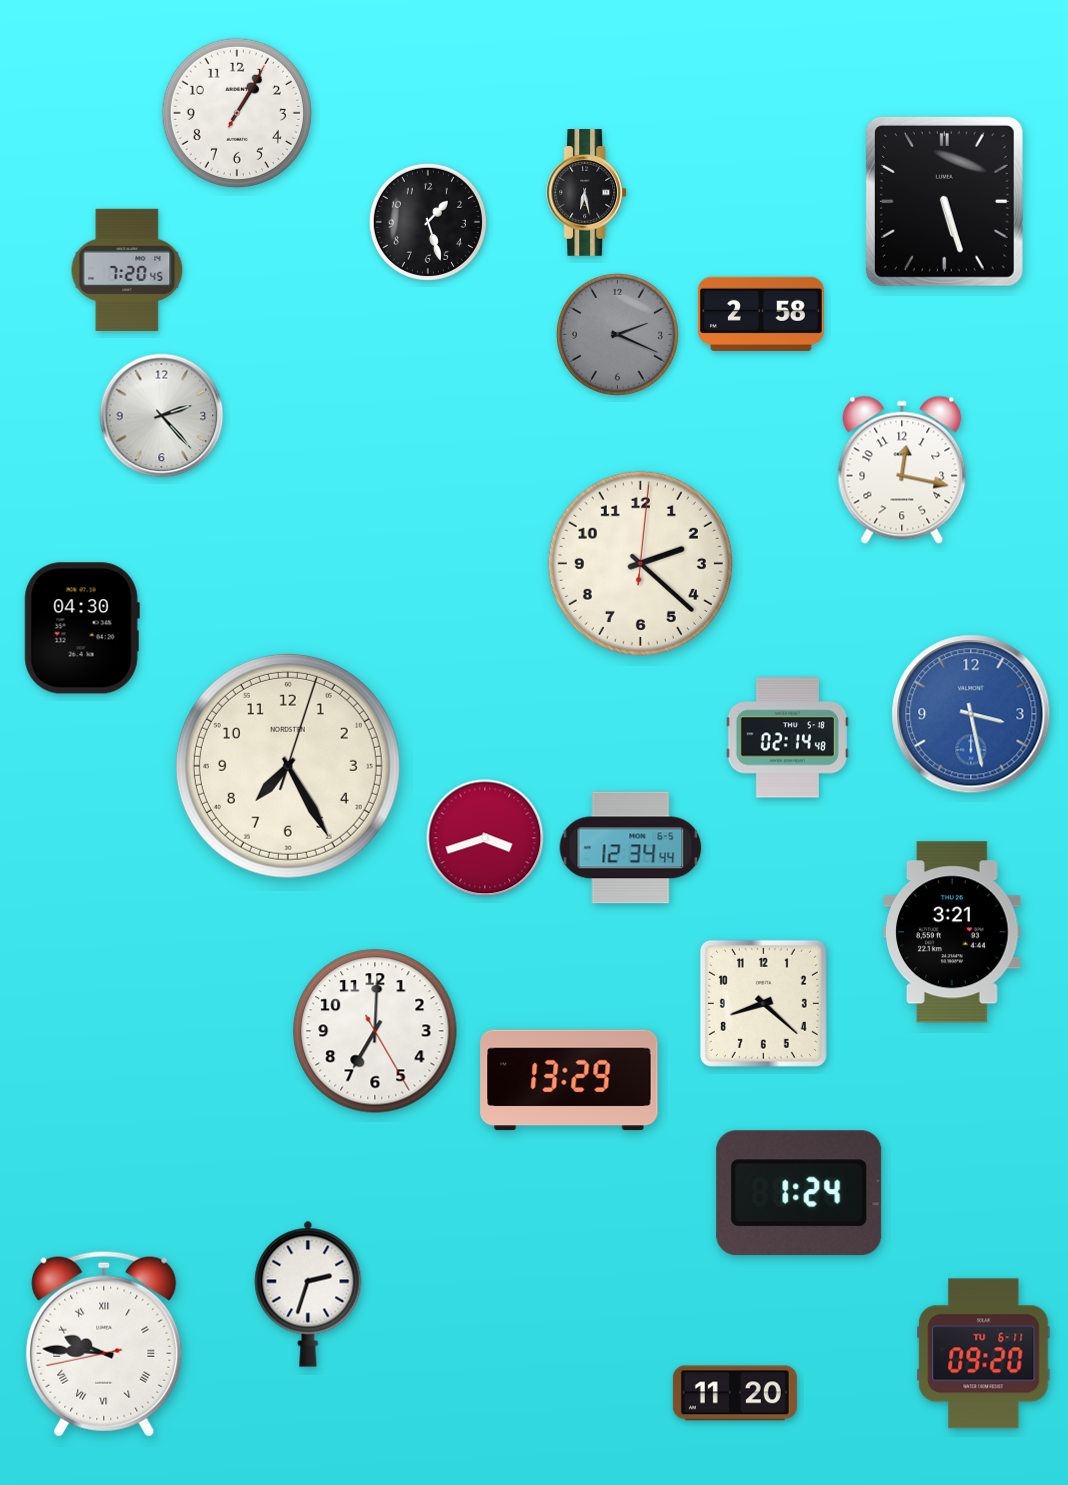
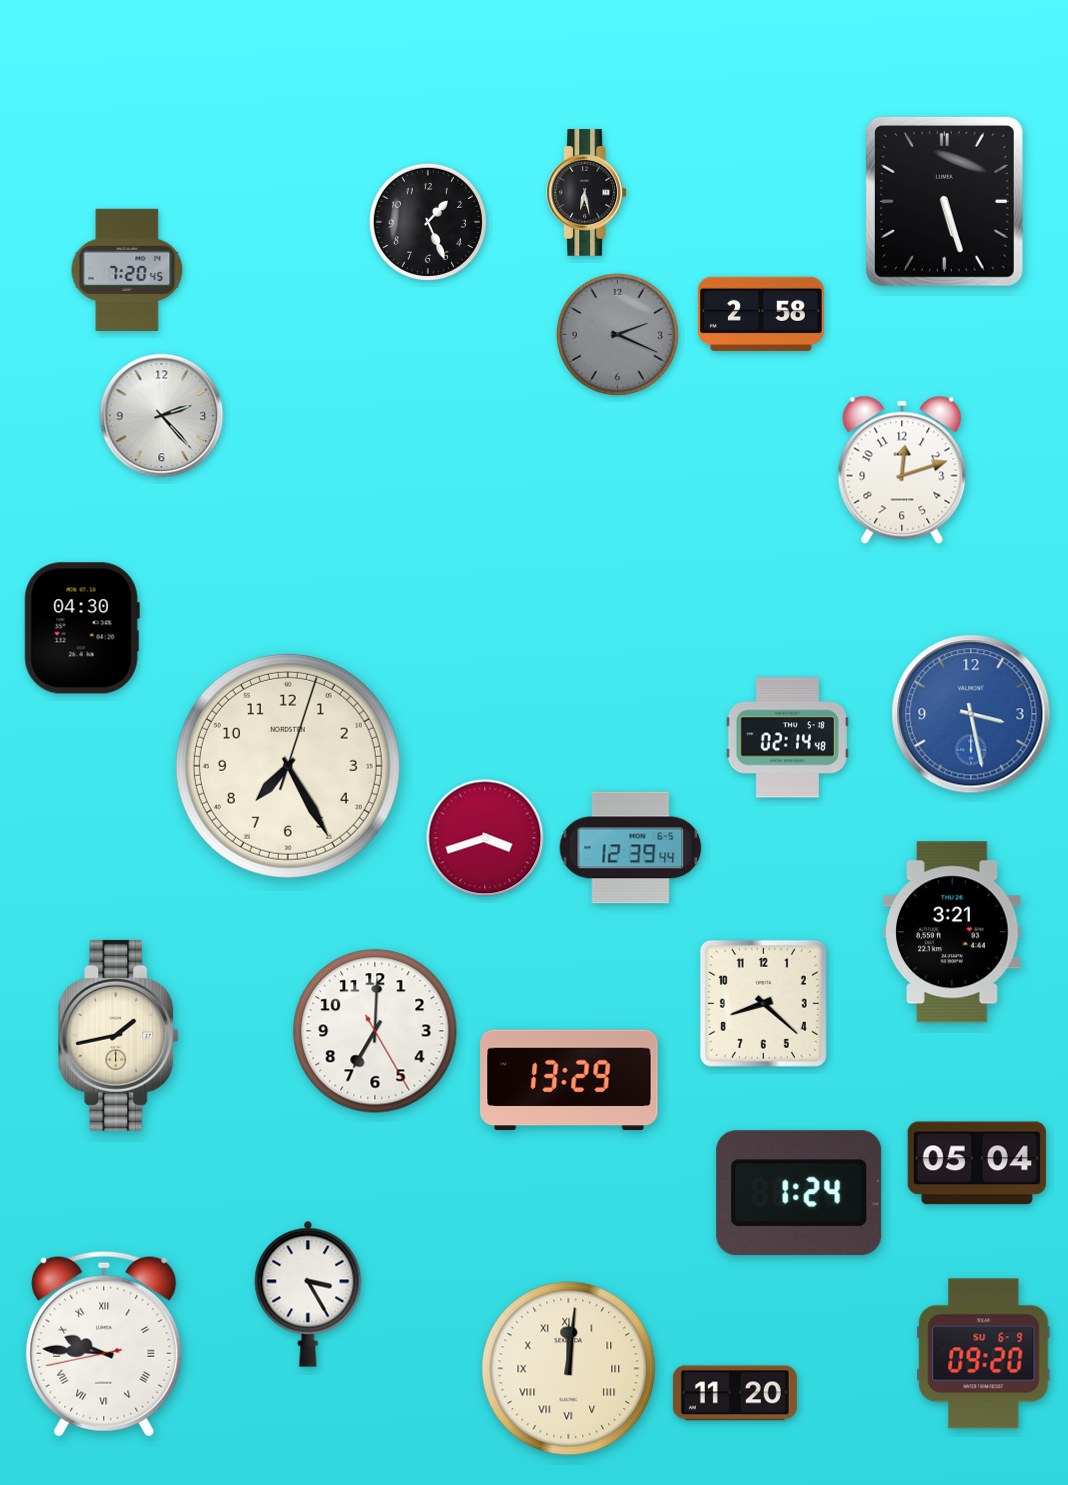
clock at (237, 113): 1:05 -> none
clock at (428, 222): 1:27 -> 1:26
clock at (902, 470): 12:17 -> 12:12
clock at (640, 563): 2:22 -> none
clock at (631, 848): 12:34 -> 12:39
clock at (119, 1035): none -> 1:43
clock at (977, 1163): none -> 05:04
clock at (308, 1294): 2:33 -> 3:25
clock at (984, 1354) date: TU 6-11 -> SU 6-9
clock at (569, 1369): none -> 12:01
